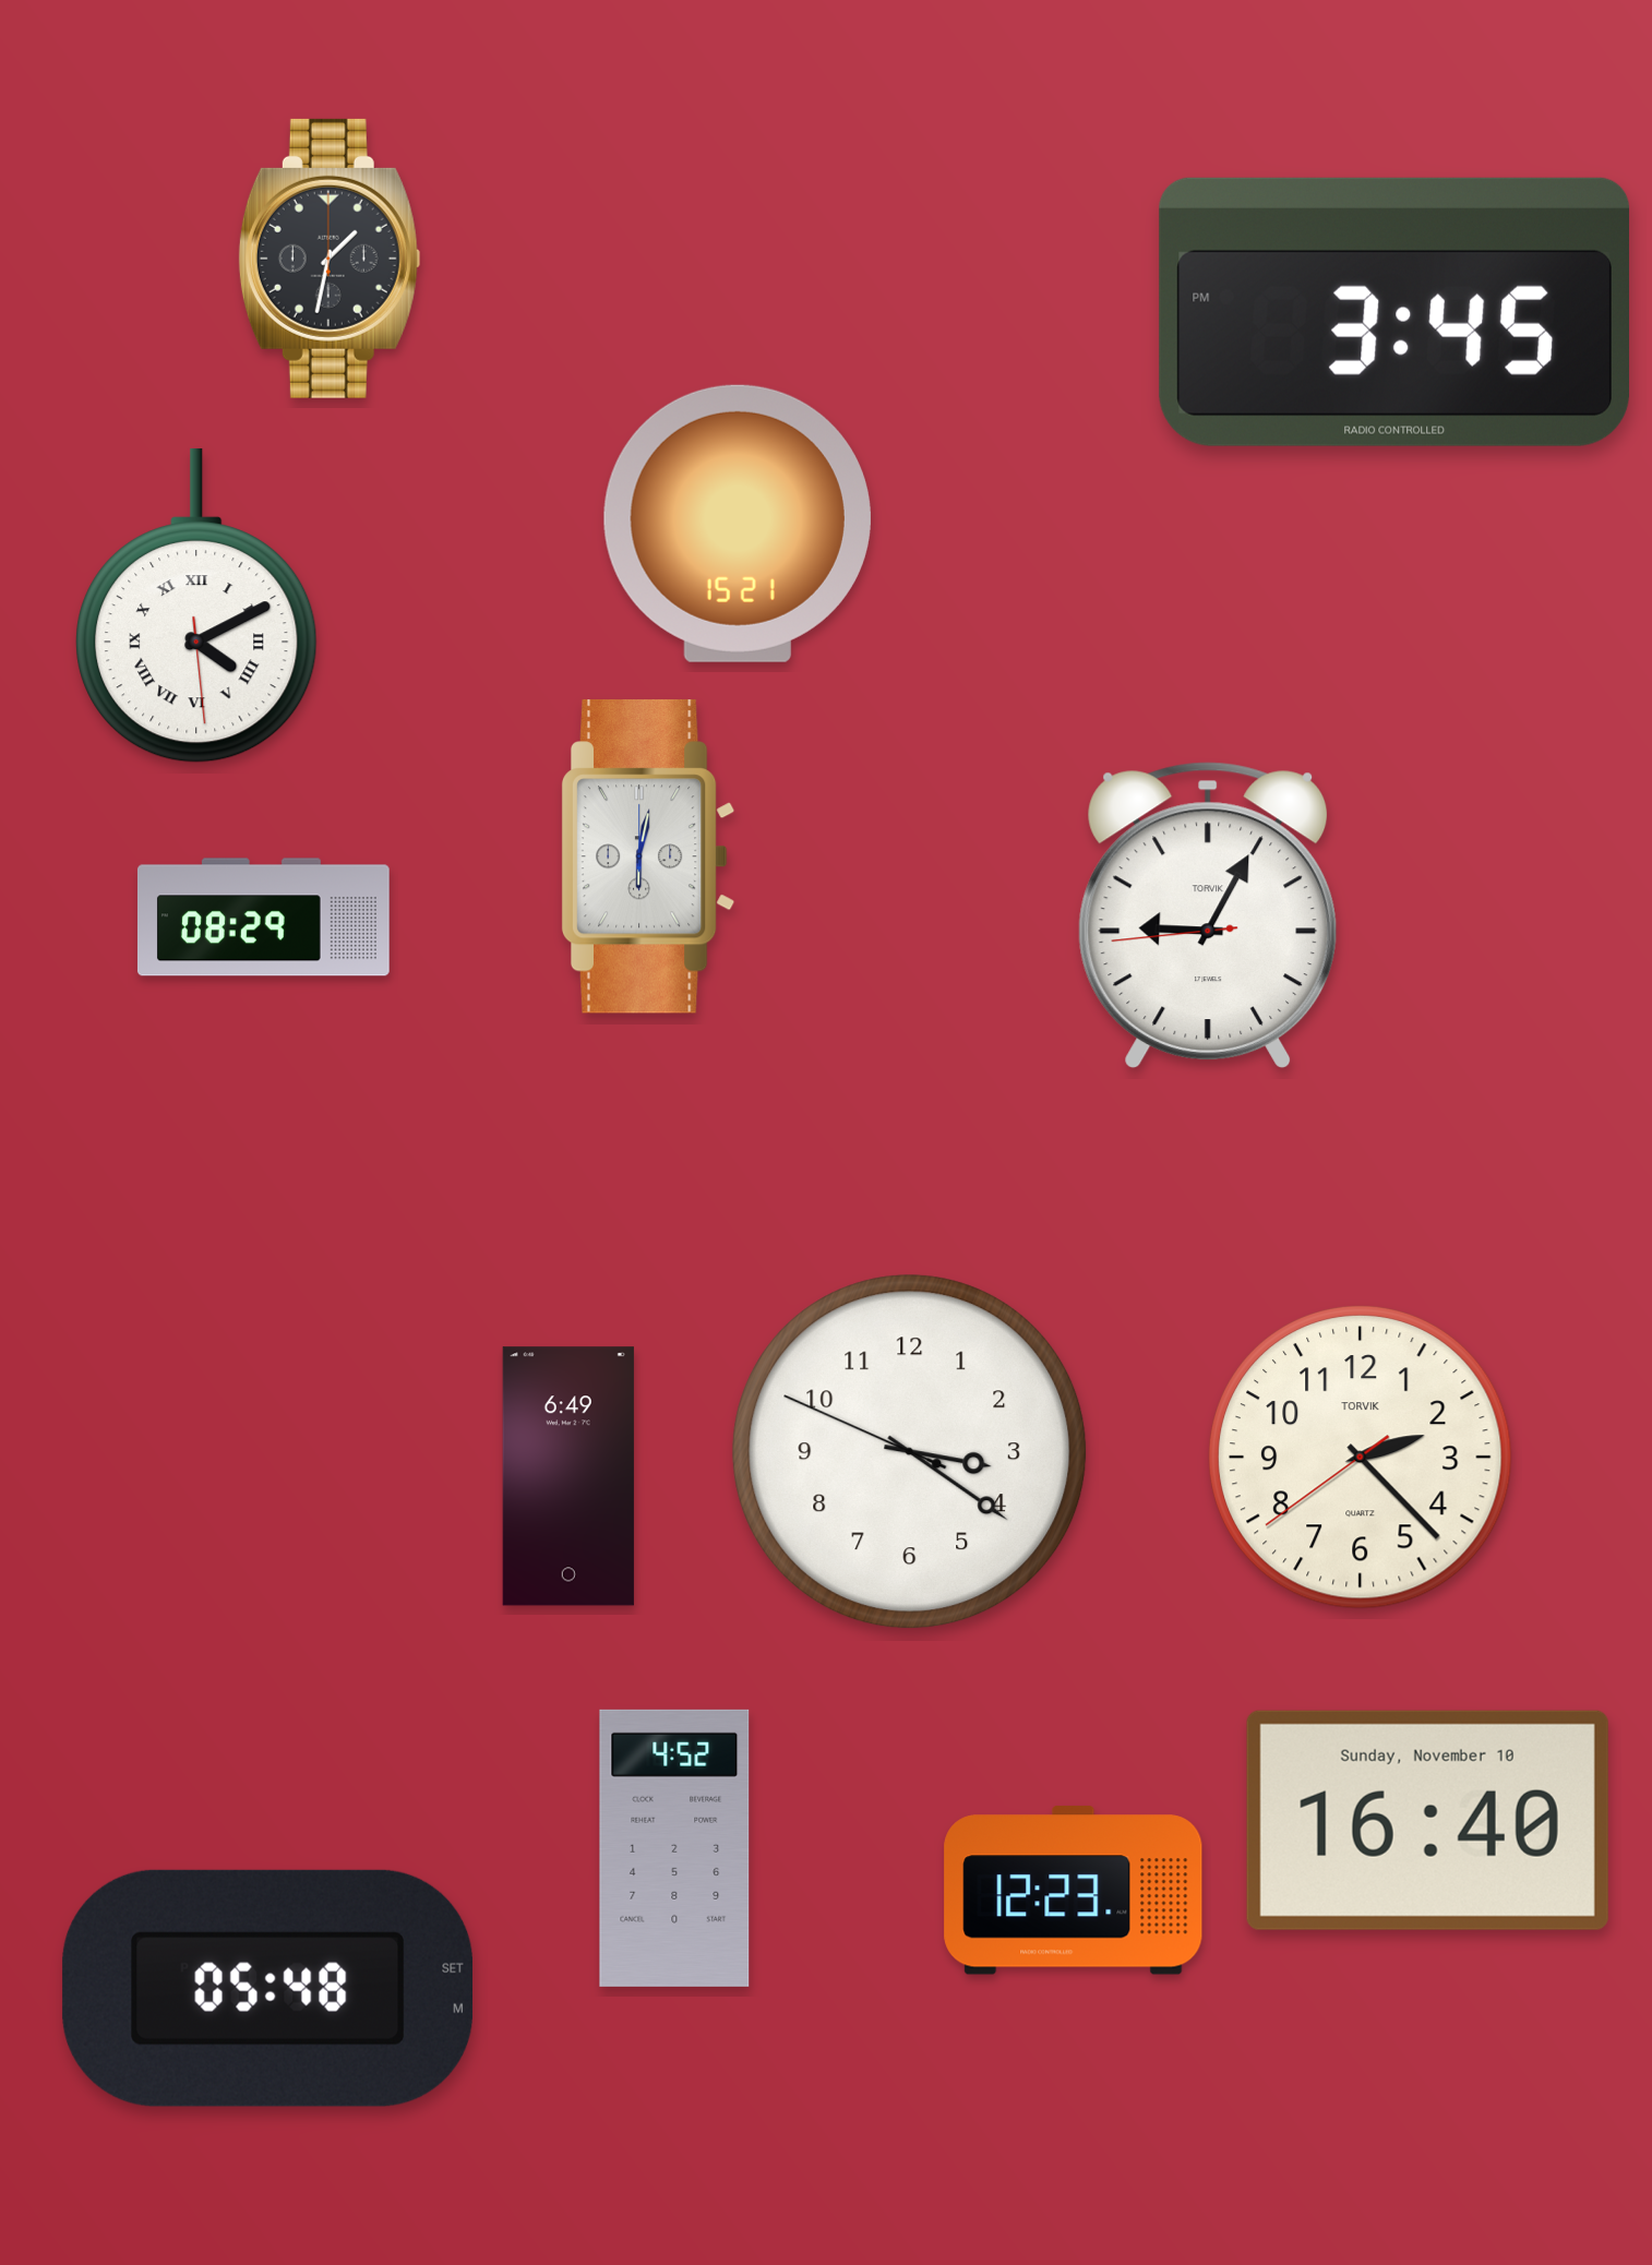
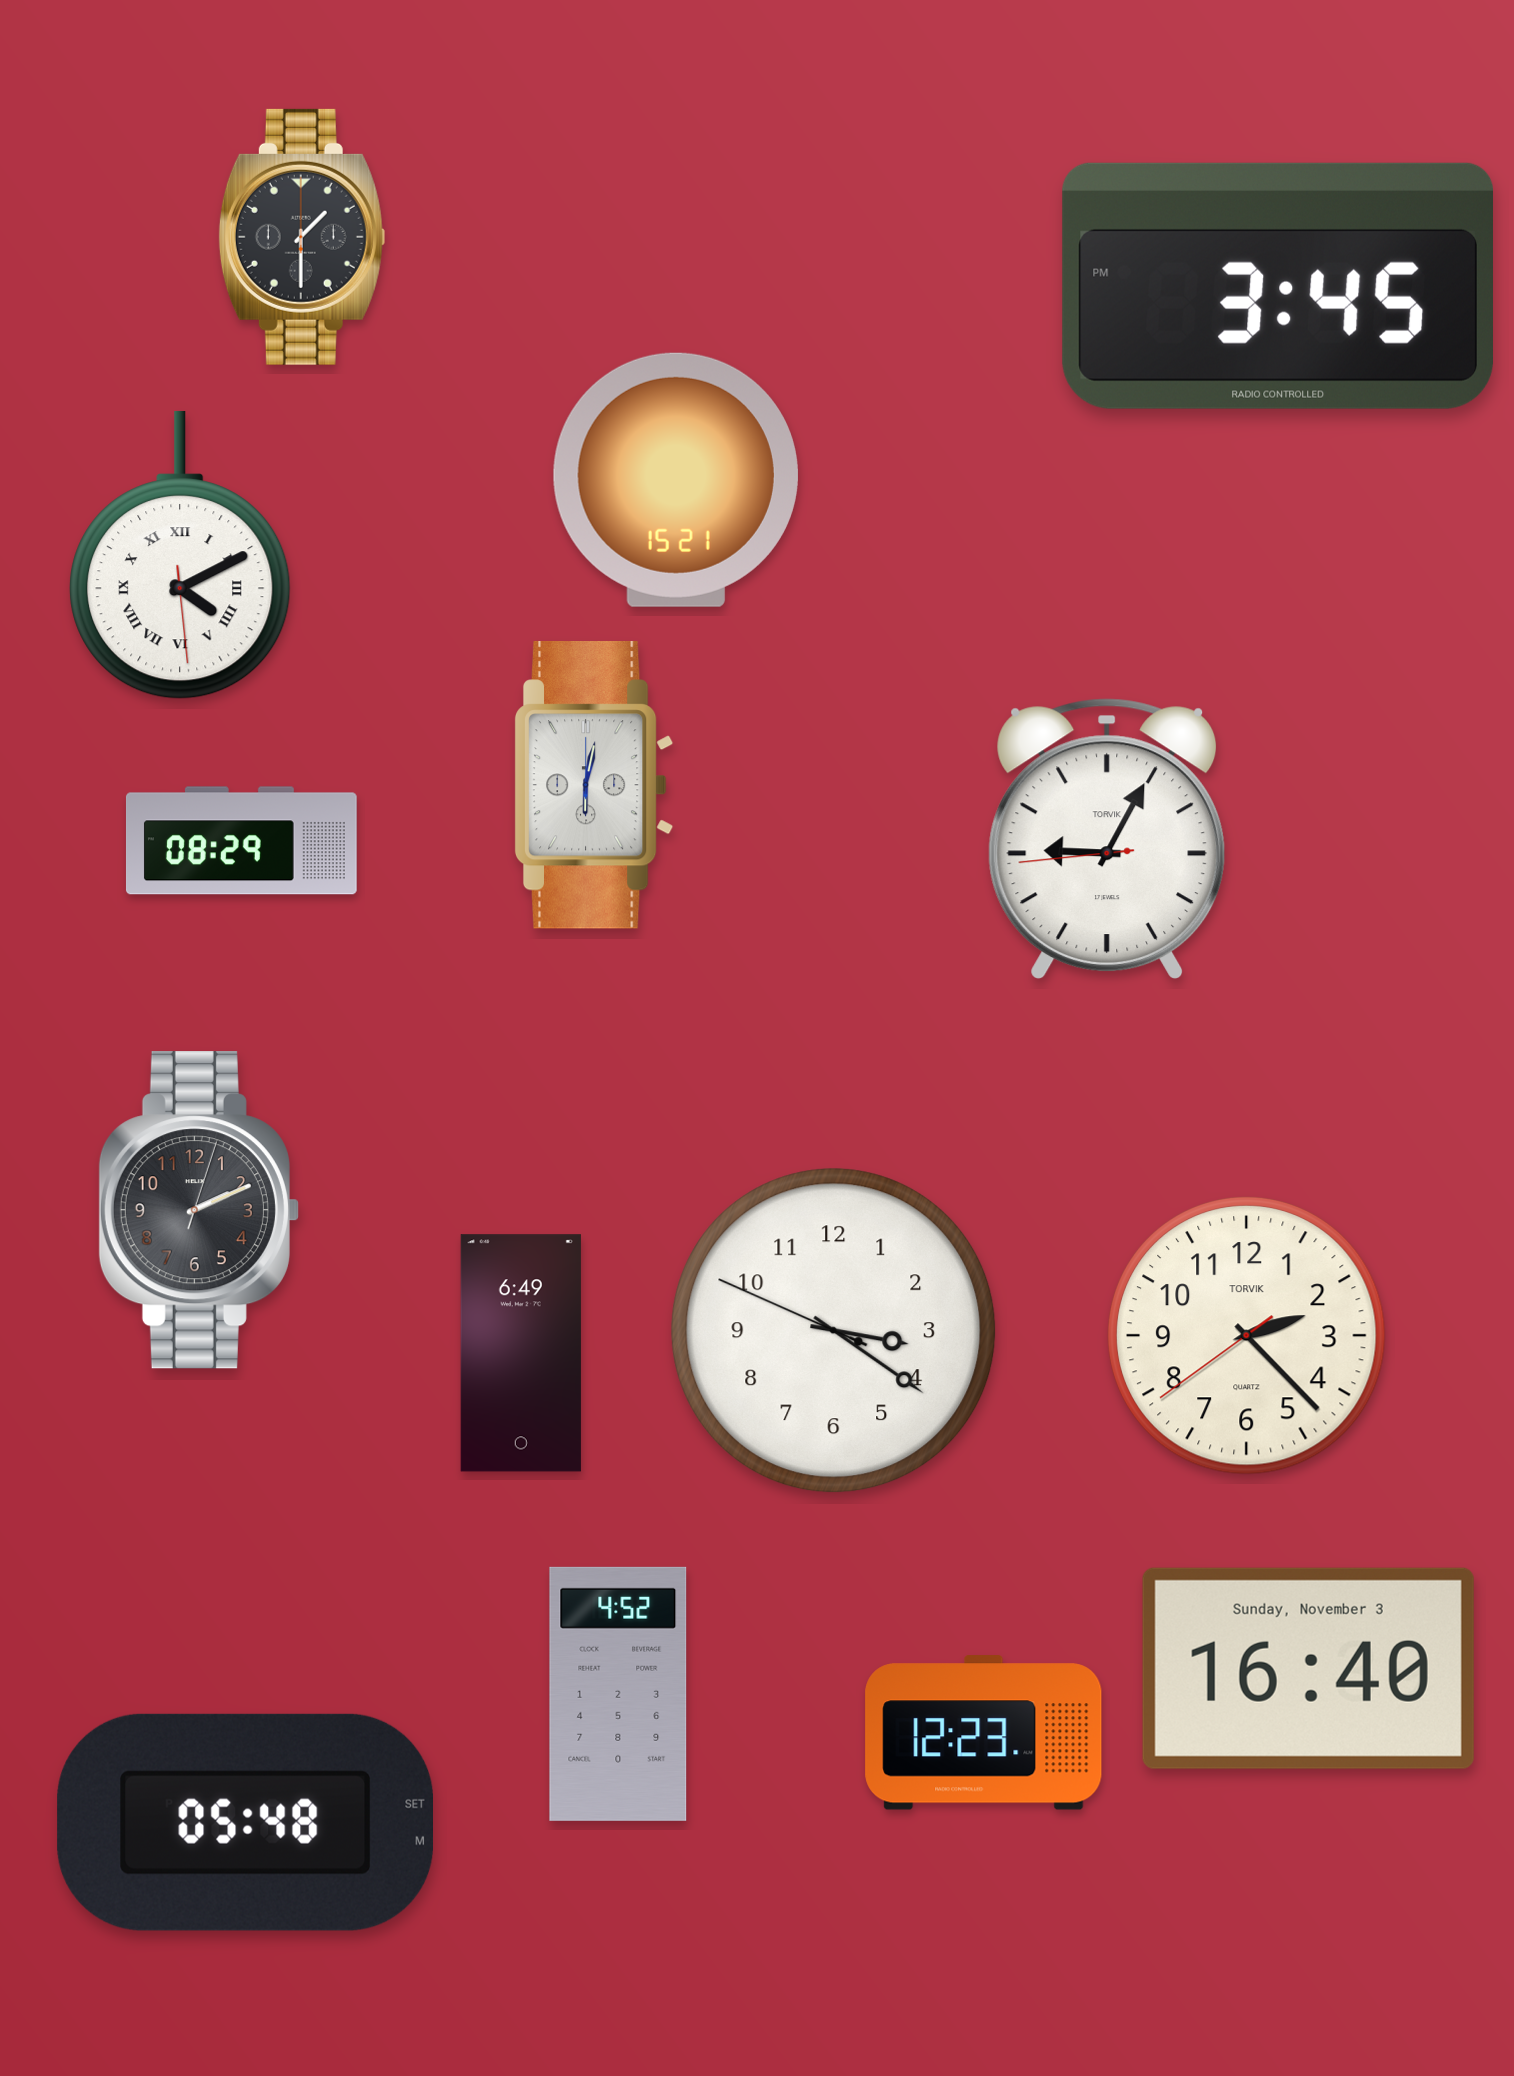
clock at (330, 259): 1:32 -> 1:30
clock at (199, 1210): none -> 2:11
clock at (1427, 1820) date: Sunday, November 10 -> Sunday, November 3
